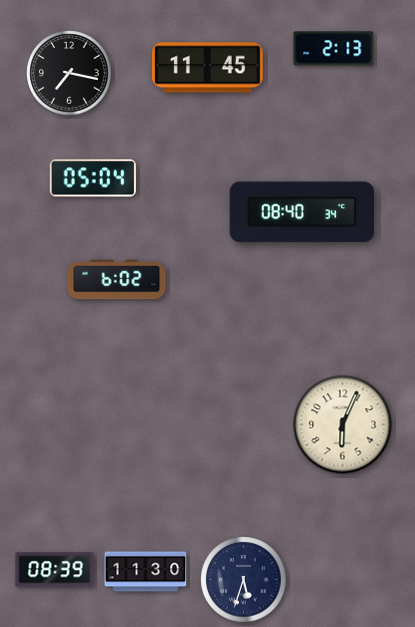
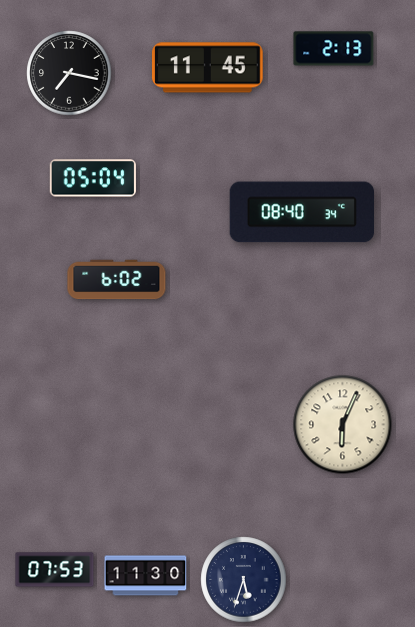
clock at (55, 570): 08:39 -> 07:53
clock at (146, 572) position: (146, 572) -> (146, 576)
